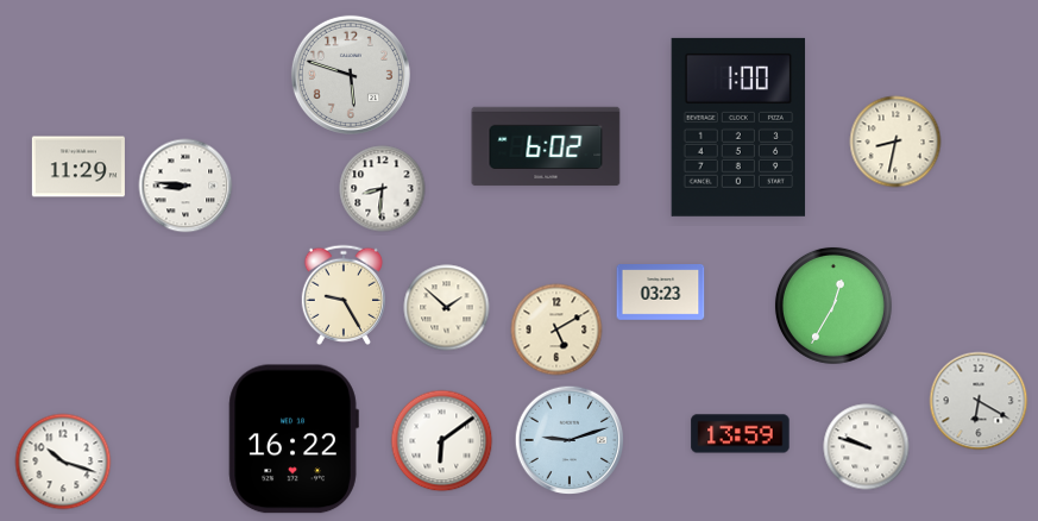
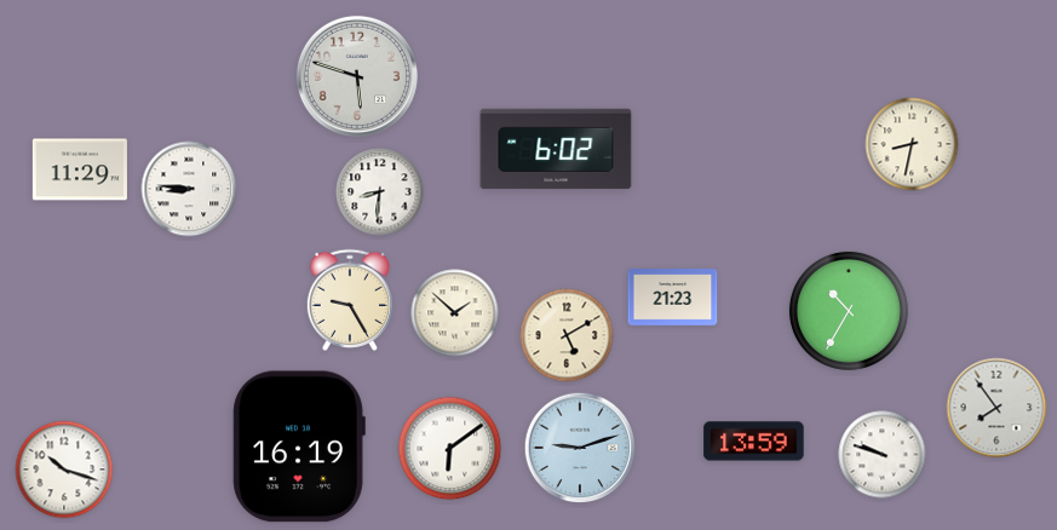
clock at (738, 127): 1:00 -> none
clock at (383, 189) position: (383, 189) -> (380, 192)
clock at (661, 293): 03:23 -> 21:23
clock at (833, 306): 12:35 -> 10:35
clock at (979, 401): 6:20 -> 7:54
clock at (294, 439): 16:22 -> 16:19
